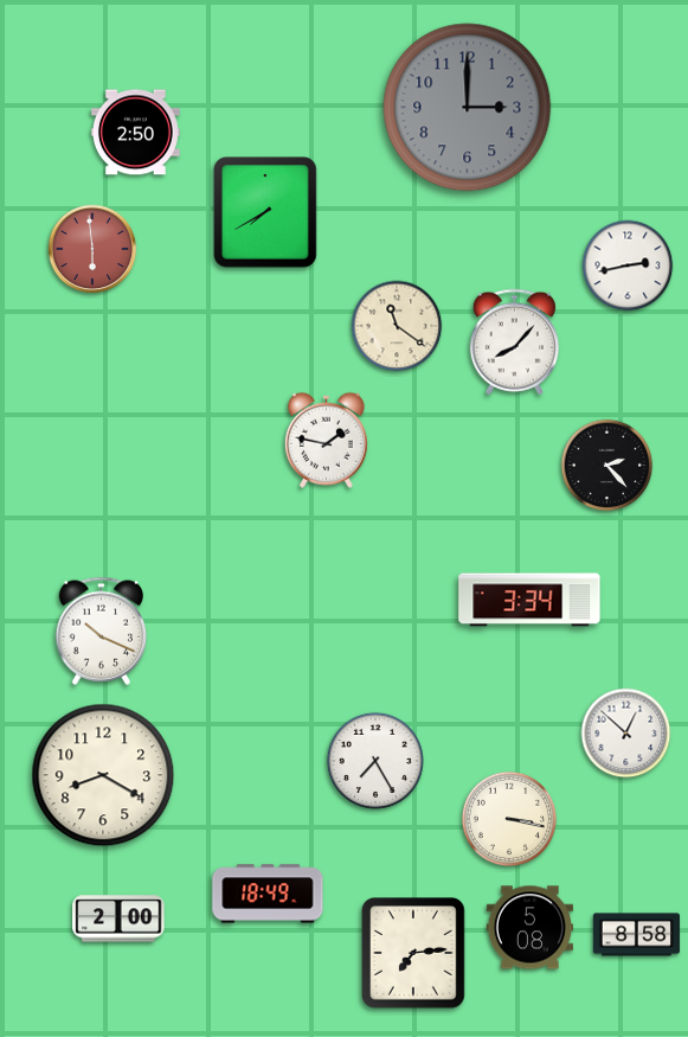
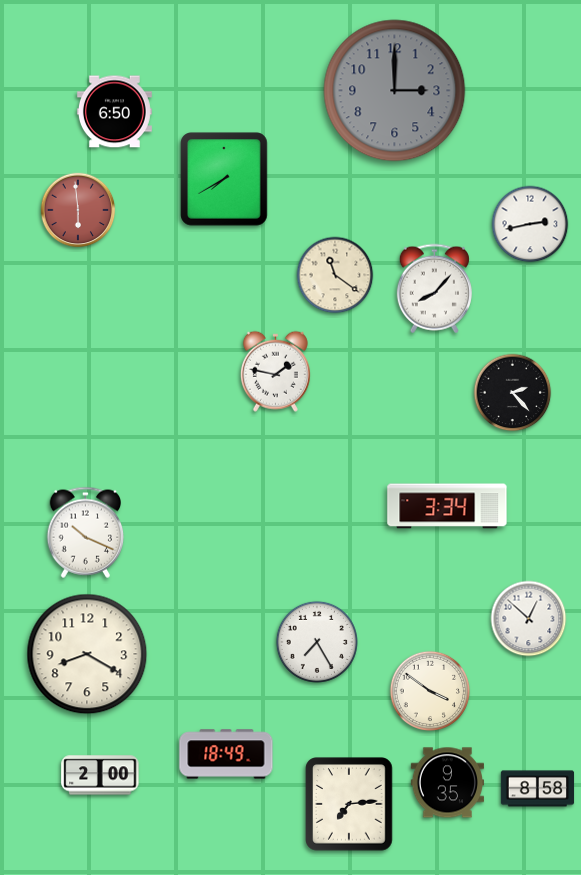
clock at (135, 133): 2:50 -> 6:50
clock at (509, 819): 3:17 -> 3:51
clock at (529, 928): 5:08 -> 9:35
